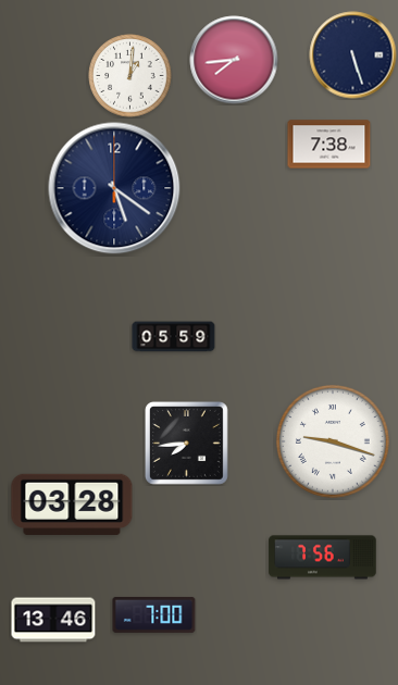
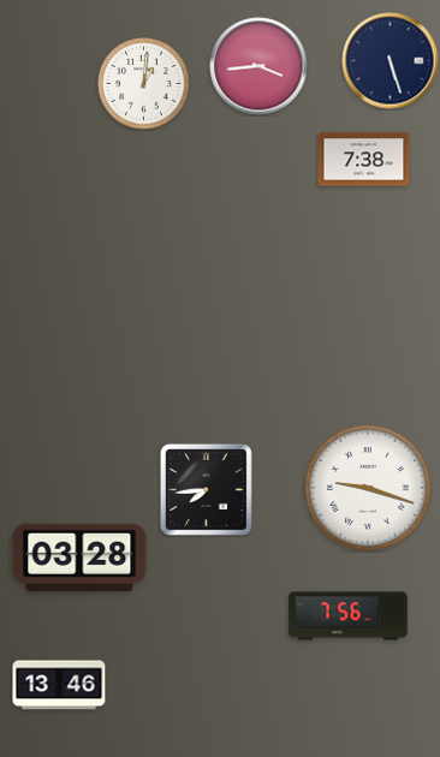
clock at (234, 60): 7:44 -> 3:44
clock at (114, 188): 5:21 -> none
clock at (174, 337): 05:59 -> none
clock at (323, 558) position: (323, 558) -> (349, 616)
clock at (154, 614): 7:00 -> none
